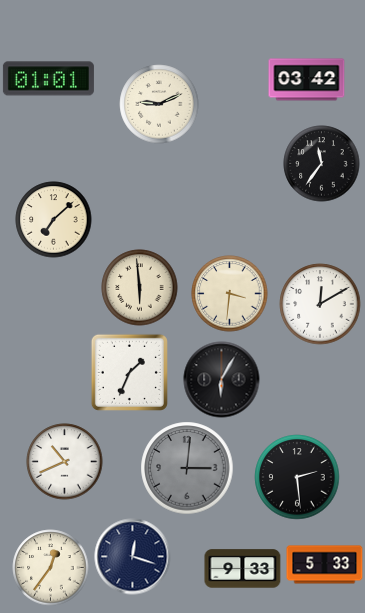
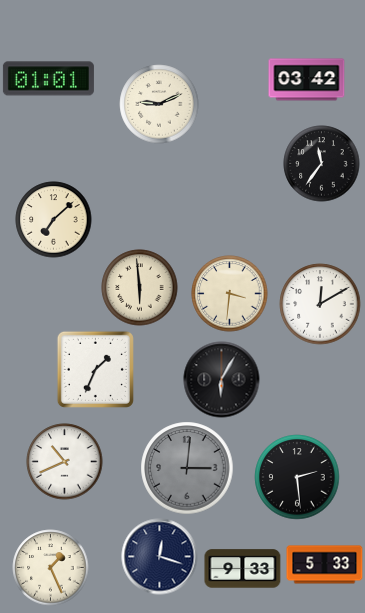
clock at (129, 372) position: (129, 372) -> (95, 369)
clock at (133, 557) position: (133, 557) -> (160, 557)
clock at (51, 568): 12:36 -> 1:26
